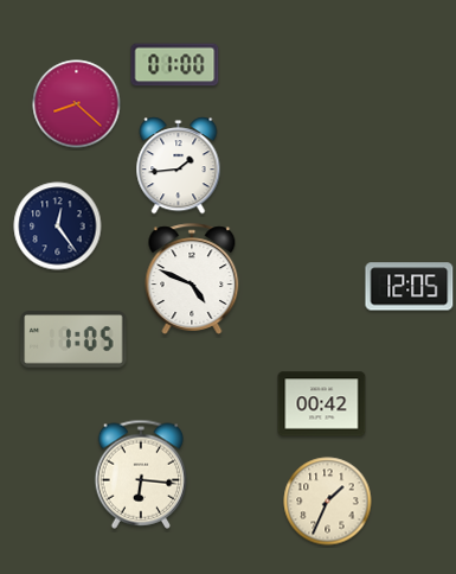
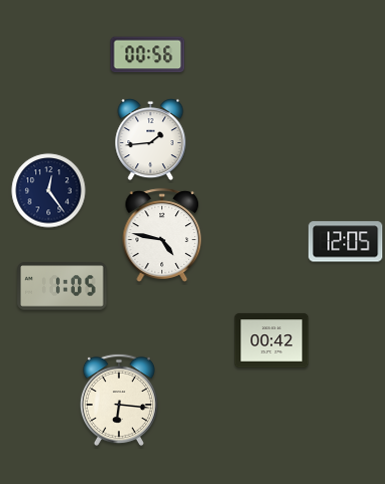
clock at (175, 65): 01:00 -> 00:56
clock at (77, 104): 8:22 -> none
clock at (192, 279): 4:49 -> 4:47
clock at (328, 502): 1:34 -> none
